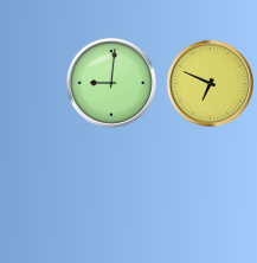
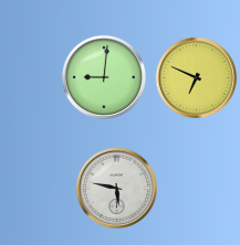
clock at (116, 188): none -> 5:47
